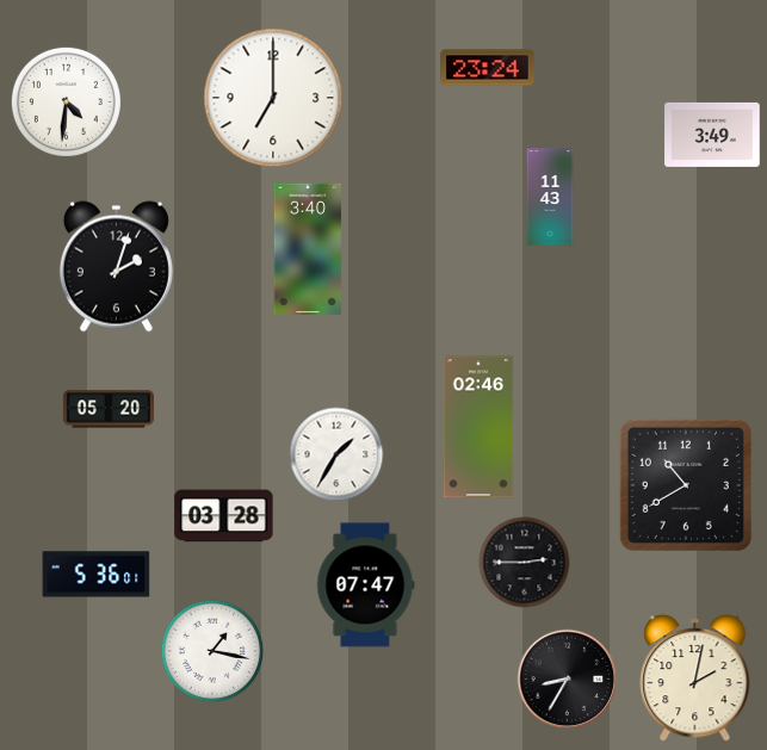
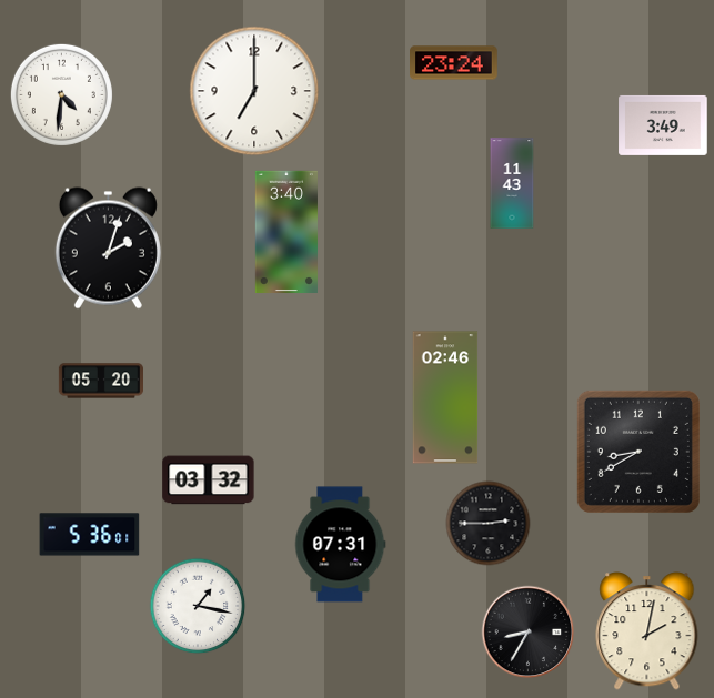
clock at (336, 454): 1:35 -> none
clock at (686, 485): 10:40 -> 8:40
clock at (224, 516): 03:28 -> 03:32
clock at (365, 585): 07:47 -> 07:31
